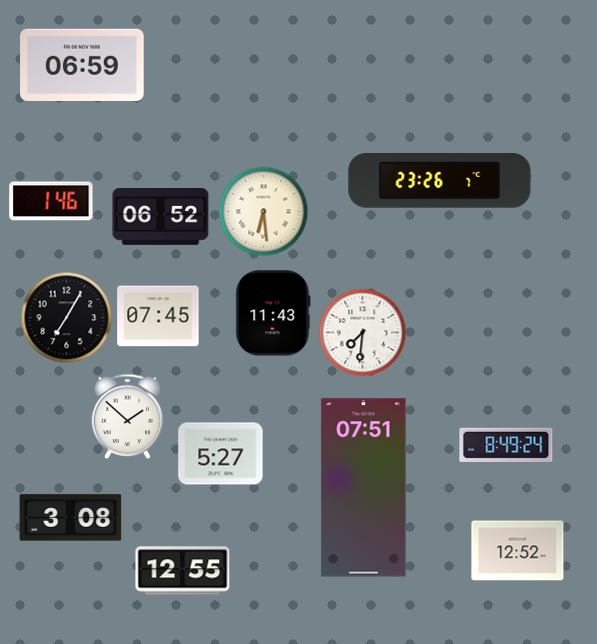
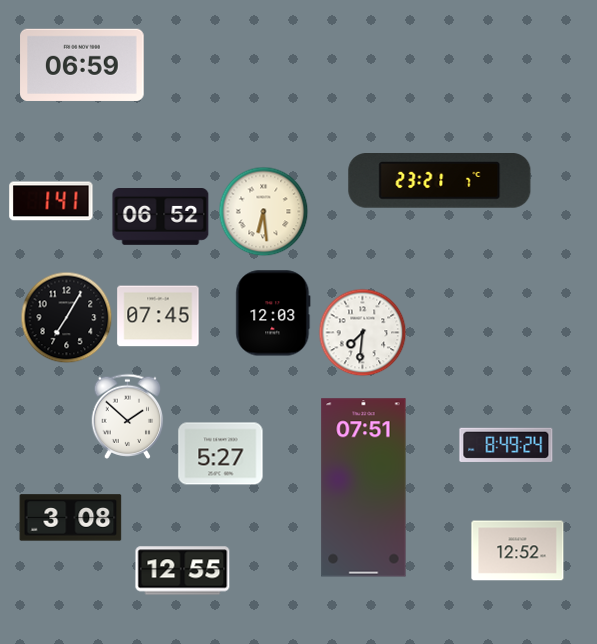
clock at (440, 181): 23:26 -> 23:21
clock at (51, 201): 1:46 -> 1:41
clock at (273, 313): 11:43 -> 12:03
